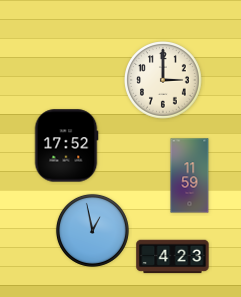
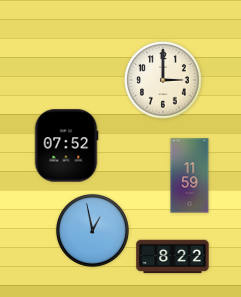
clock at (66, 146): 17:52 -> 07:52
clock at (173, 257): 4:23 -> 8:22
